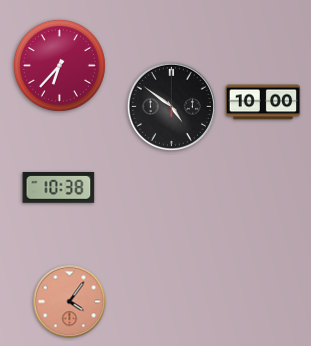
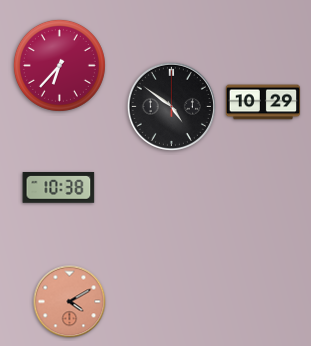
clock at (263, 102): 10:00 -> 10:29
clock at (70, 302): 4:06 -> 4:10
